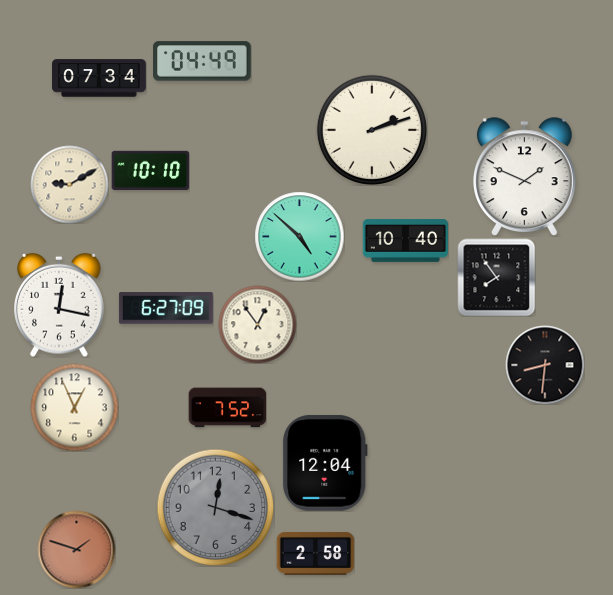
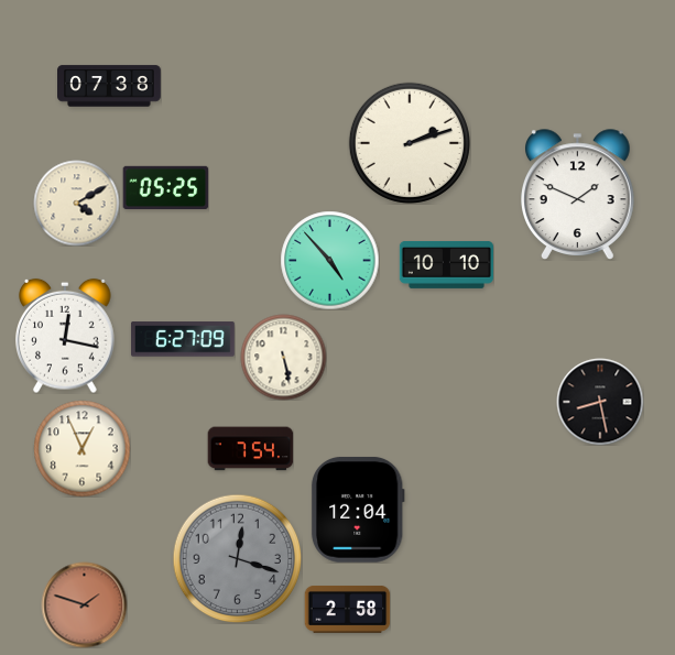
clock at (202, 61): 04:49 -> none
clock at (100, 78): 07:34 -> 07:38
clock at (150, 170): 10:10 -> 05:25
clock at (69, 184): 9:10 -> 4:10
clock at (299, 236): 4:52 -> 4:53
clock at (405, 241): 10:40 -> 10:10
clock at (496, 277): 7:54 -> none
clock at (257, 324): 12:54 -> 5:28
clock at (545, 365): 8:31 -> 8:28
clock at (227, 408): 7:52 -> 7:54
